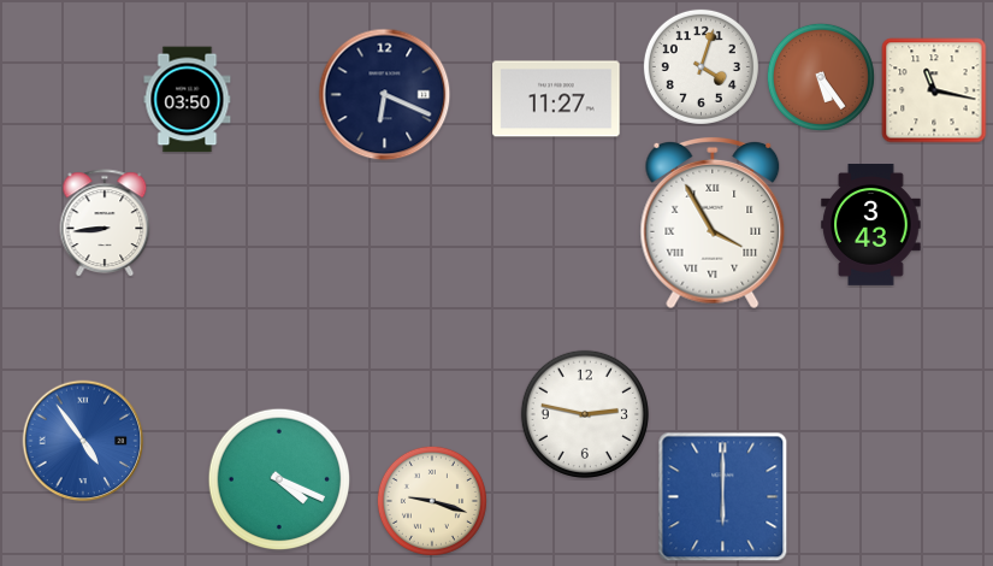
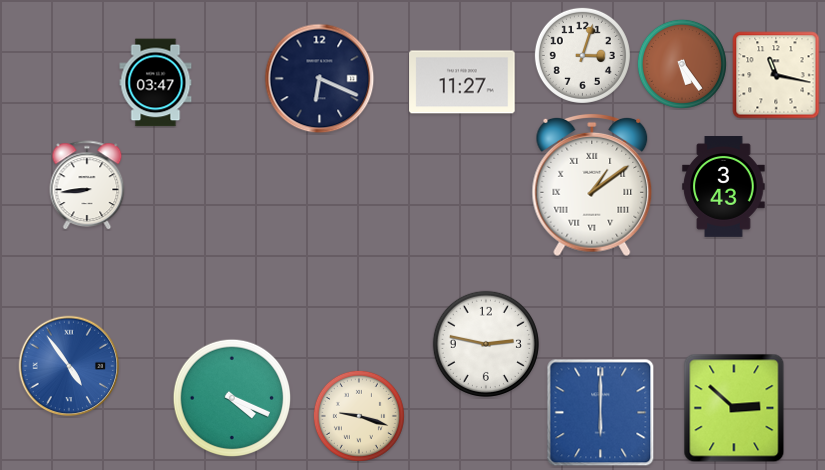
clock at (701, 66): 4:03 -> 3:03
clock at (188, 100): 03:50 -> 03:47
clock at (713, 223): 3:55 -> 1:09
clock at (734, 408): none -> 2:52
